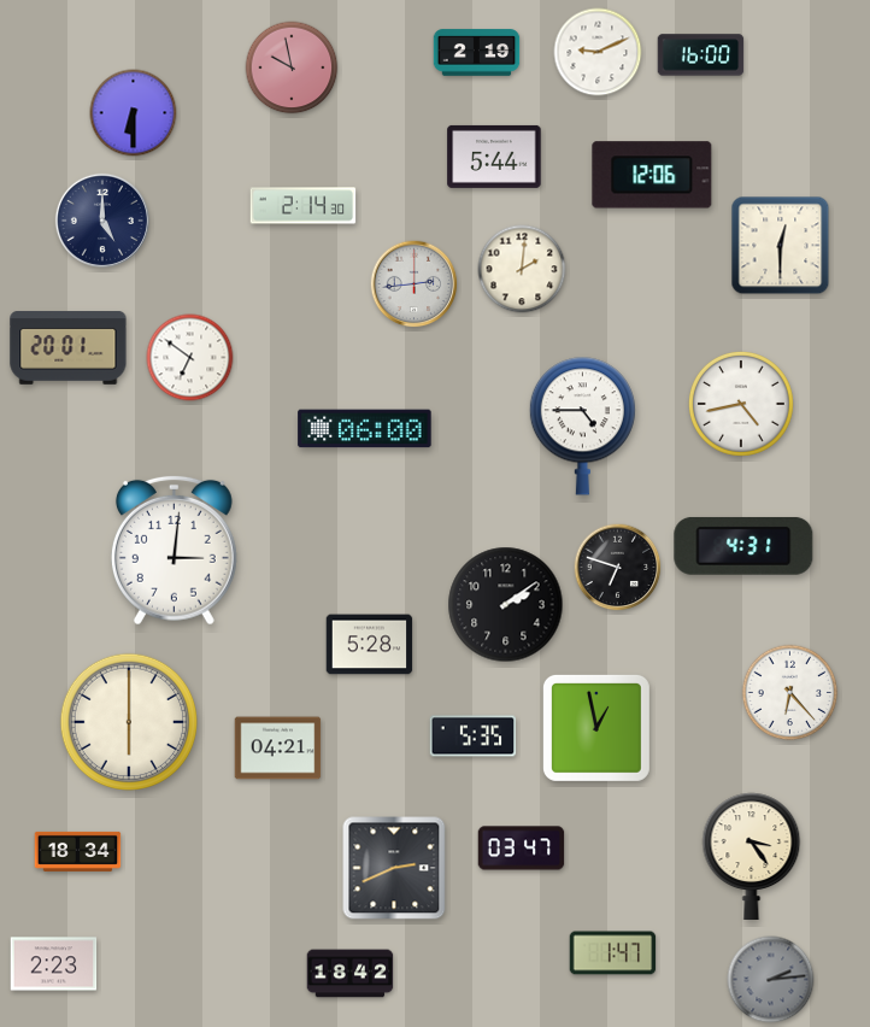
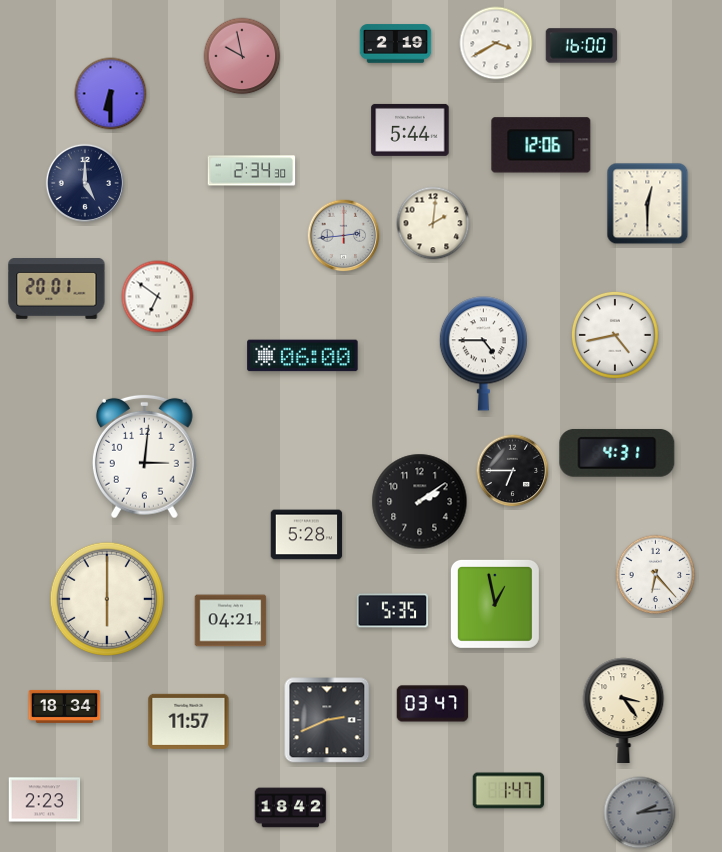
clock at (598, 52): 9:11 -> 3:40
clock at (304, 206): 2:14 -> 2:34
clock at (618, 568): 6:48 -> 6:45
clock at (189, 721): none -> 11:57
